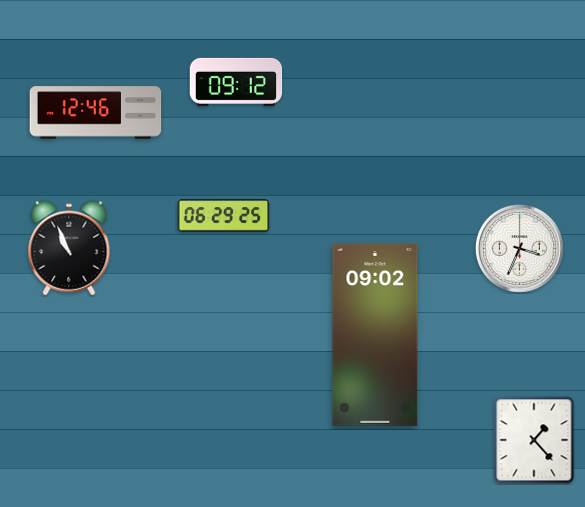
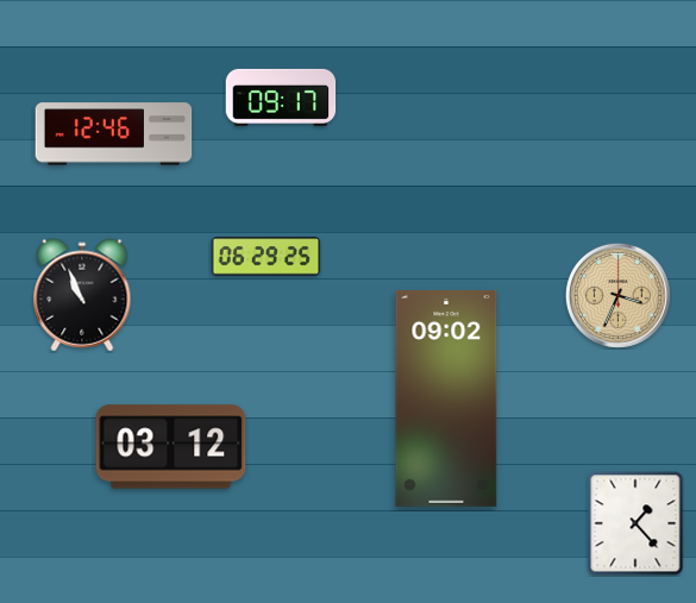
clock at (236, 82): 09:12 -> 09:17
clock at (519, 248) dial: white -> champagne
clock at (171, 447): none -> 03:12
